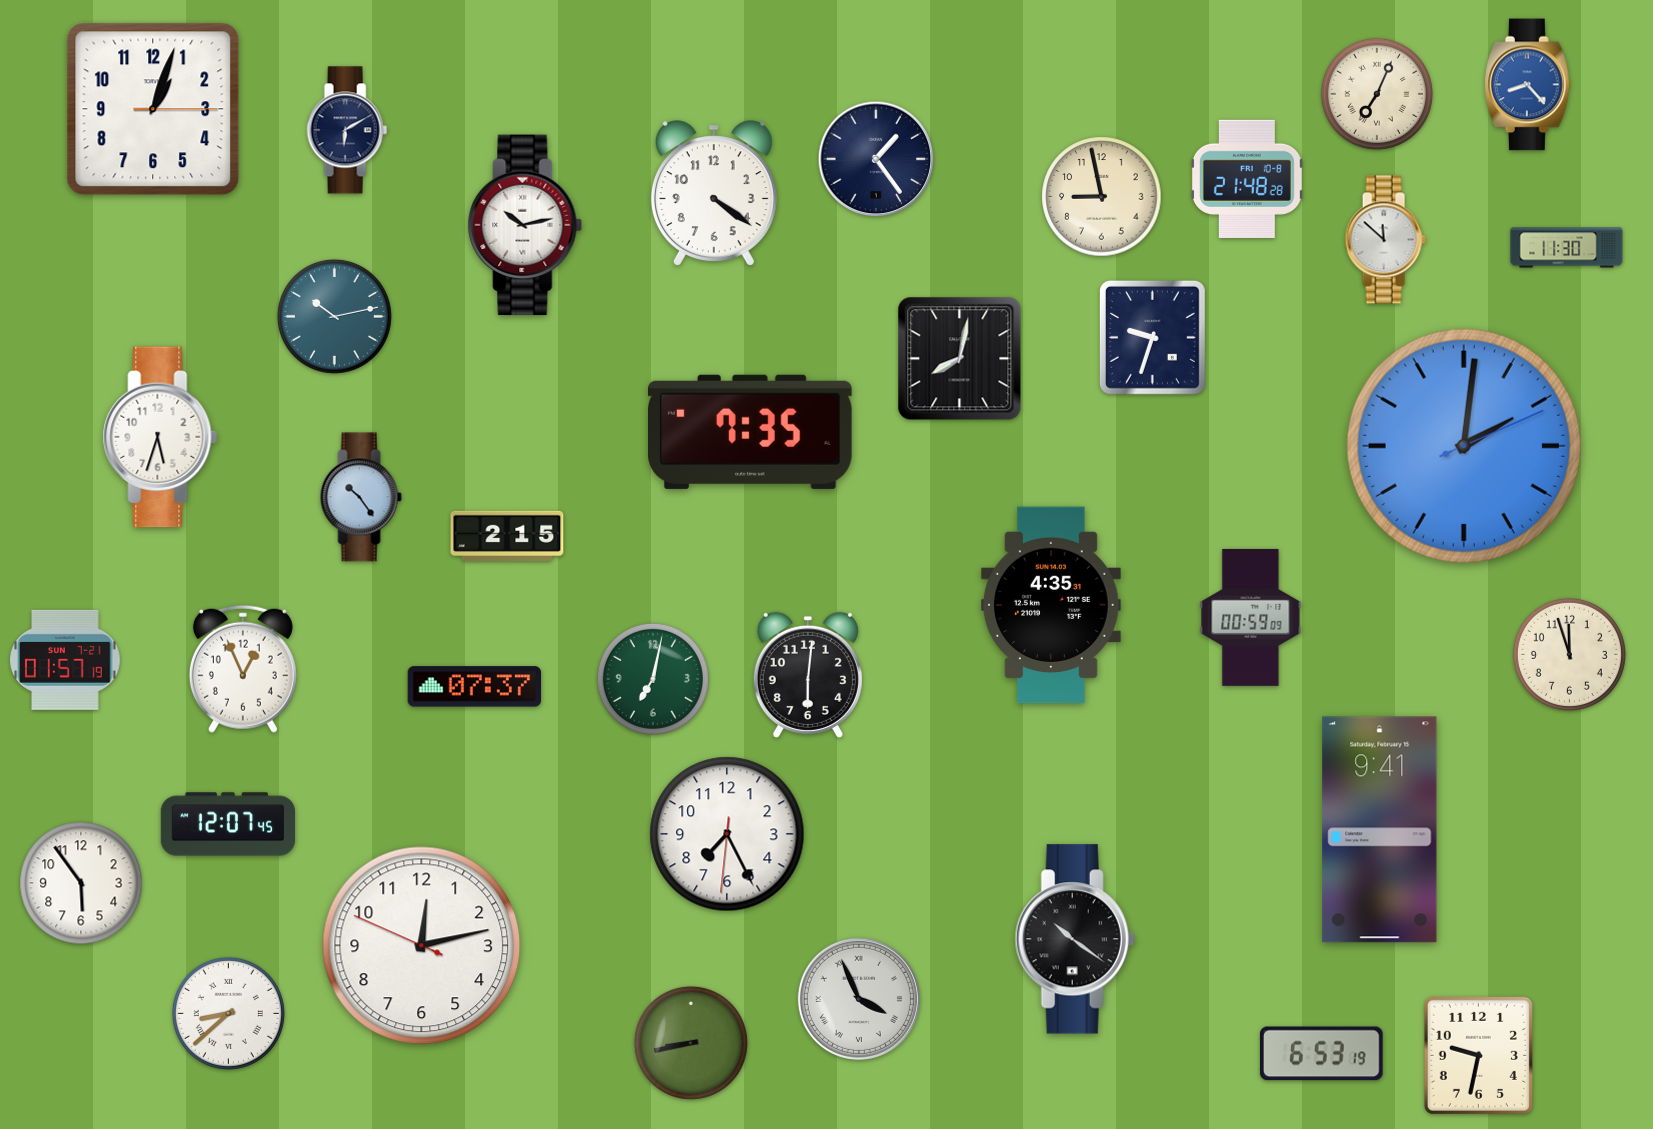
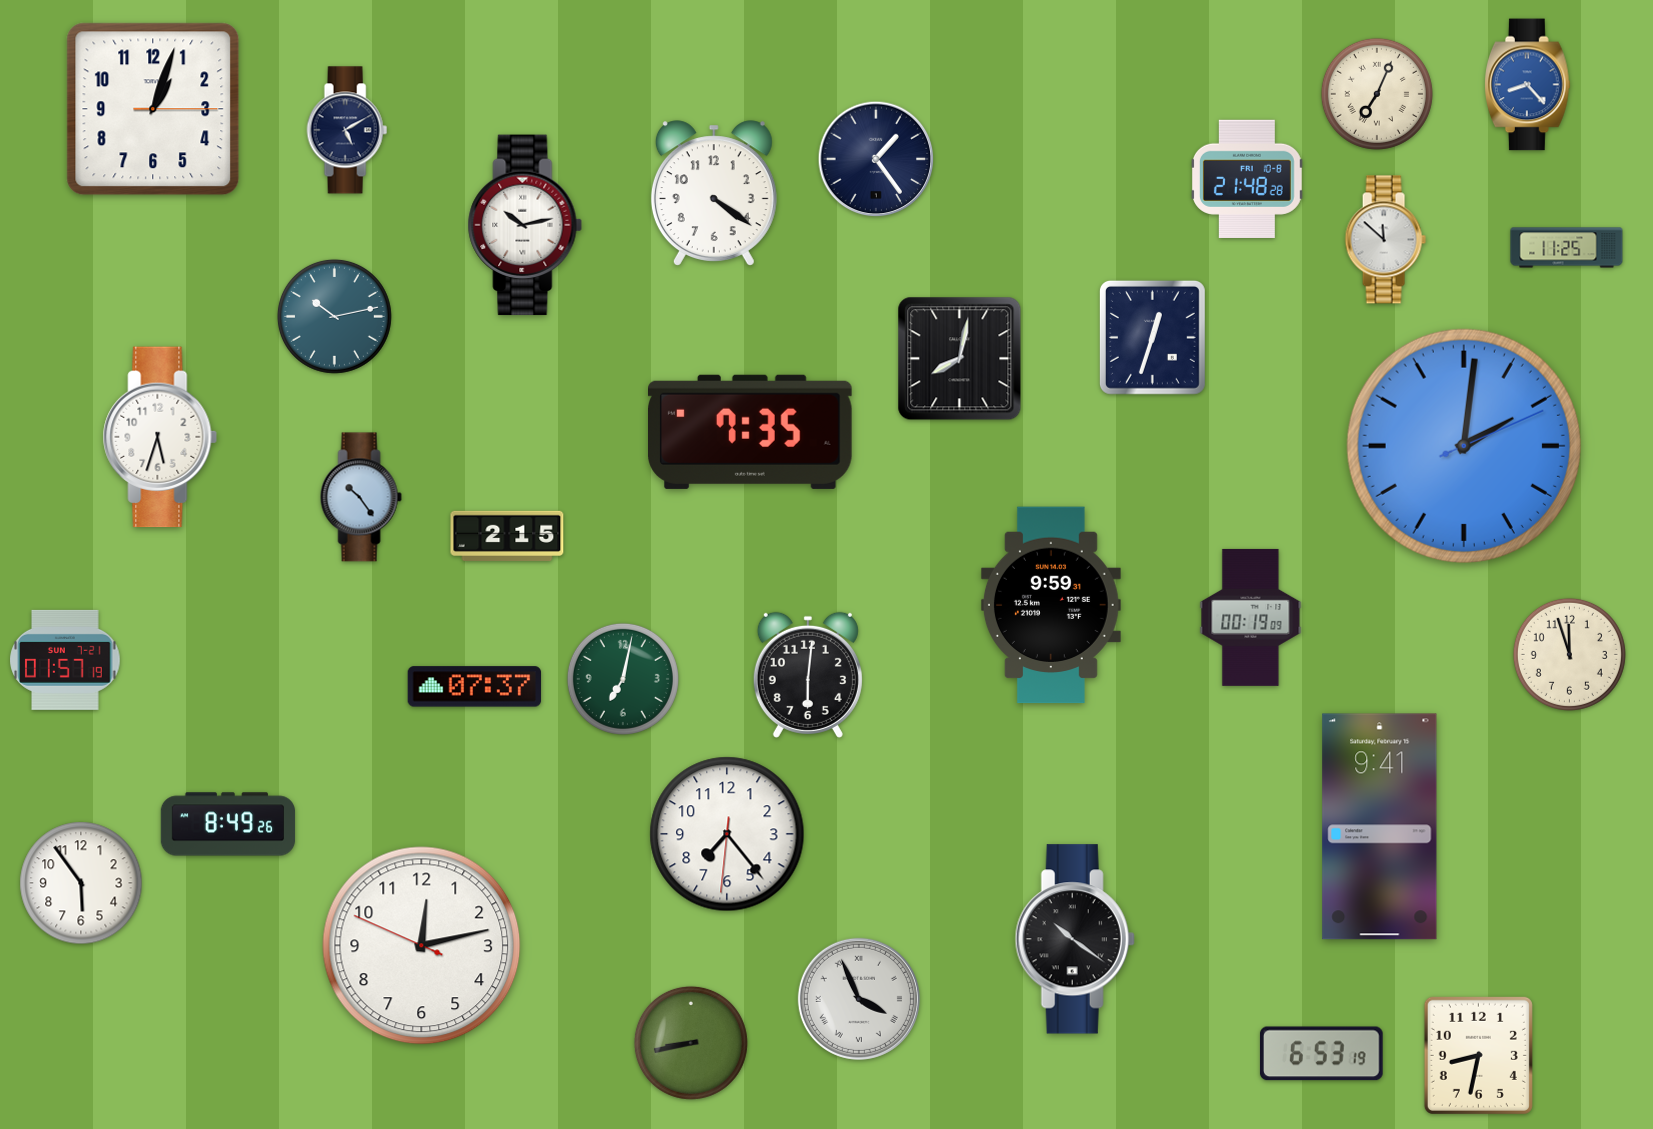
clock at (347, 130): 6:10 -> 5:10
clock at (1102, 197): 8:58 -> none
clock at (1567, 248): 11:30 -> 11:25
clock at (1152, 337): 9:33 -> 12:33
clock at (1051, 605): 4:35 -> 9:59
clock at (1251, 617): 00:59 -> 00:19
clock at (243, 669): 12:56 -> none
clock at (653, 679) position: (653, 679) -> (623, 679)
clock at (228, 824): 12:07 -> 8:49
clock at (1380, 830) position: (1380, 830) -> (1380, 827)
clock at (727, 834): 7:25 -> 7:23
clock at (228, 1013): 8:38 -> none
clock at (1478, 1055): 9:32 -> 8:32
